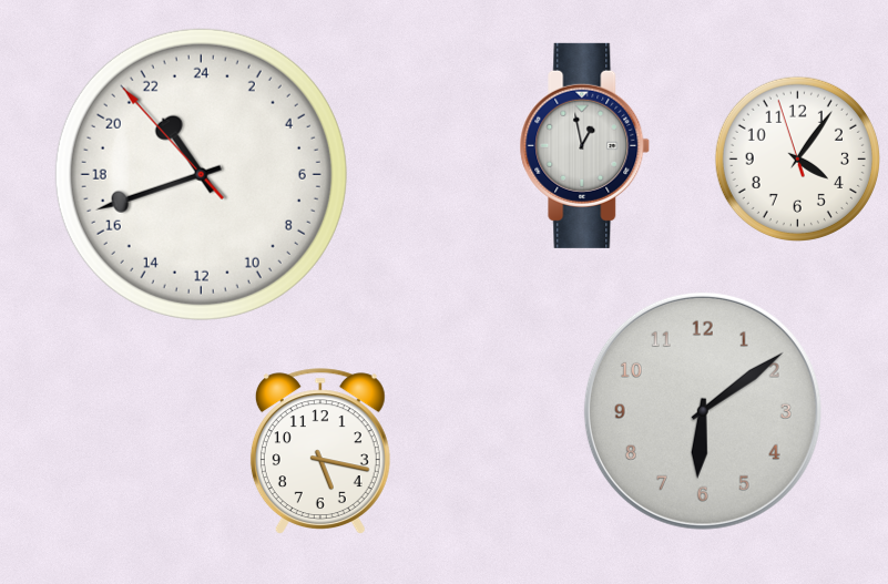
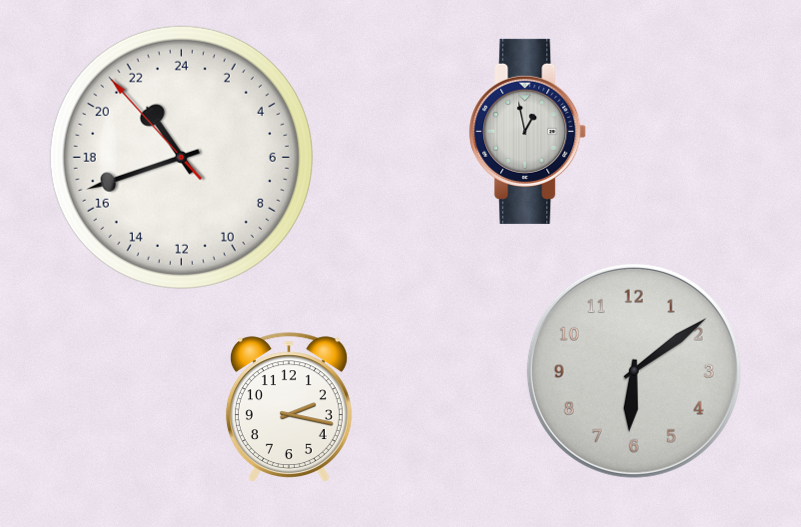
clock at (797, 158): 4:05 -> none
clock at (320, 451): 5:17 -> 2:17
